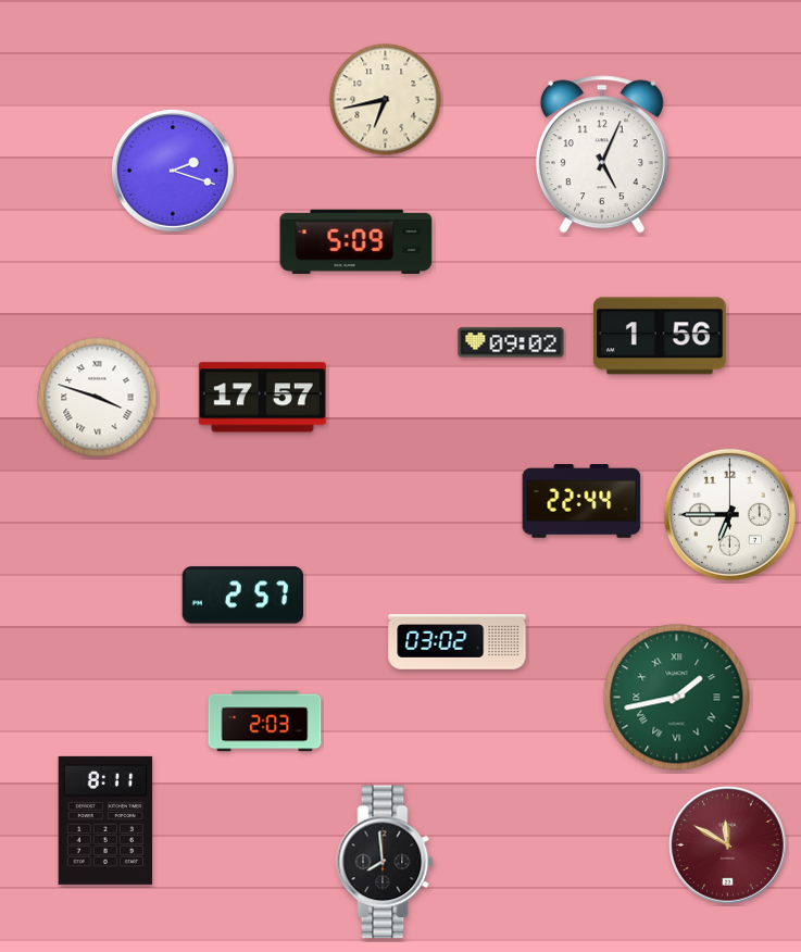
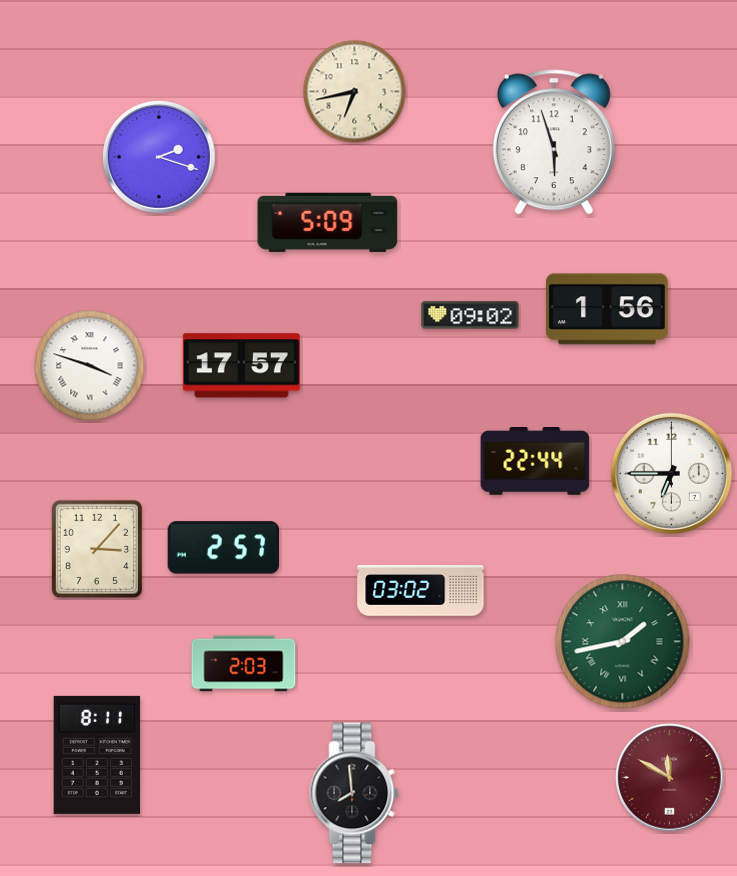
clock at (602, 154): 5:04 -> 5:57
clock at (97, 549): none -> 3:07
